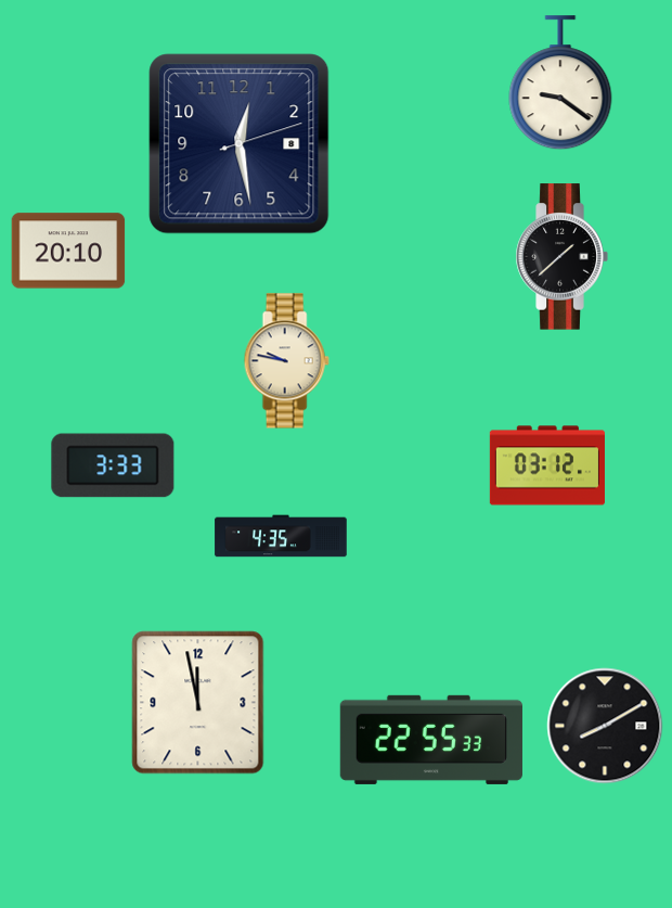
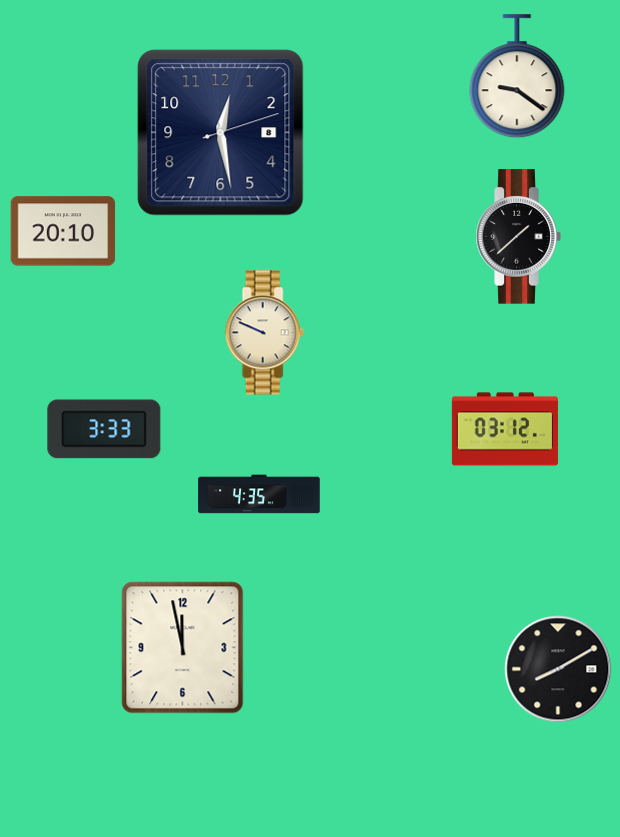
clock at (286, 361): 9:47 -> 9:49
clock at (431, 740): 22:55 -> none
